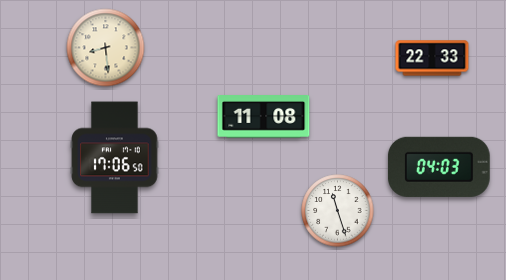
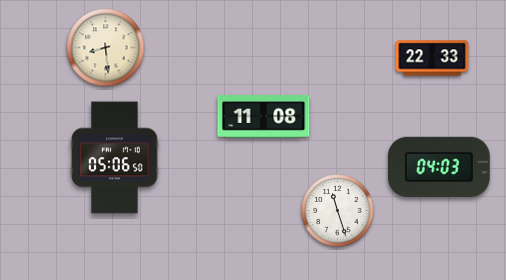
clock at (115, 158): 17:06 -> 05:06
